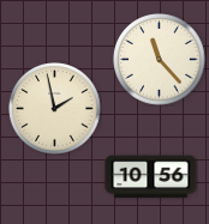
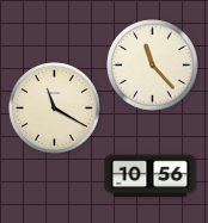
clock at (160, 60) position: (160, 60) -> (153, 66)
clock at (55, 109): 1:58 -> 11:20
